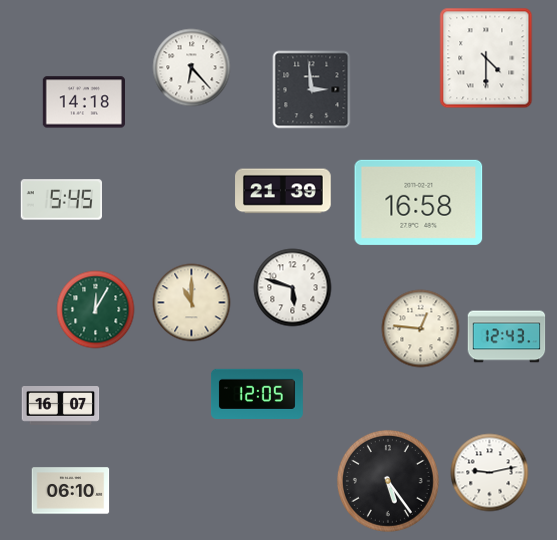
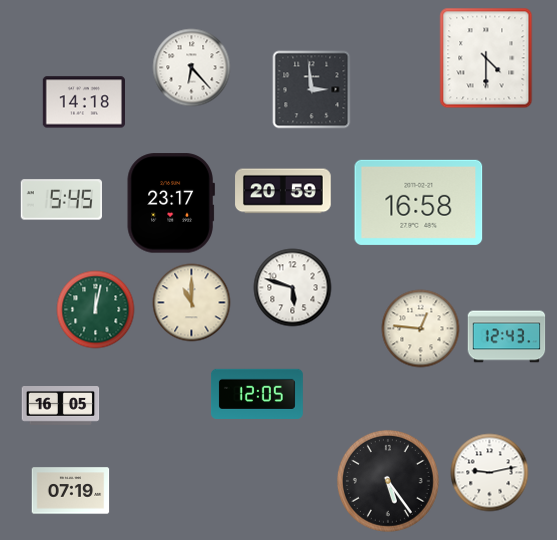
clock at (283, 191): 21:39 -> 20:59
clock at (171, 203): none -> 23:17
clock at (95, 309): 12:05 -> 12:02
clock at (60, 406): 16:07 -> 16:05
clock at (70, 491): 06:10 -> 07:19
